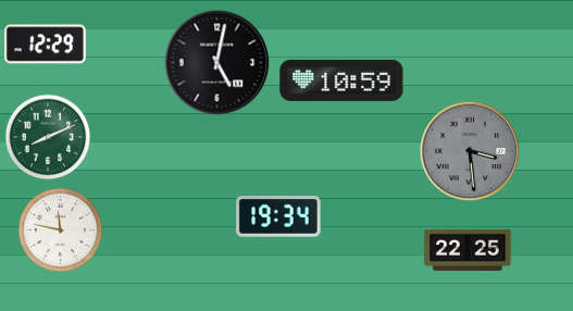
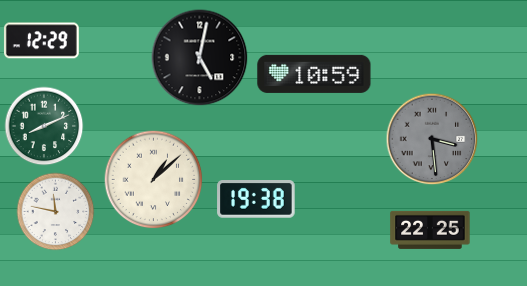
clock at (154, 180): none -> 1:08
clock at (278, 217): 19:34 -> 19:38
